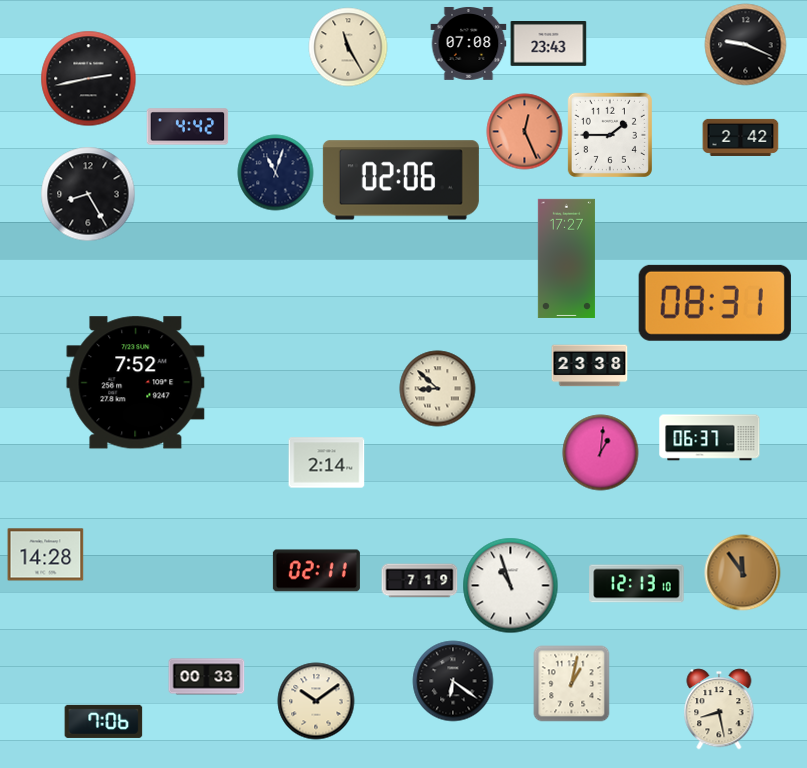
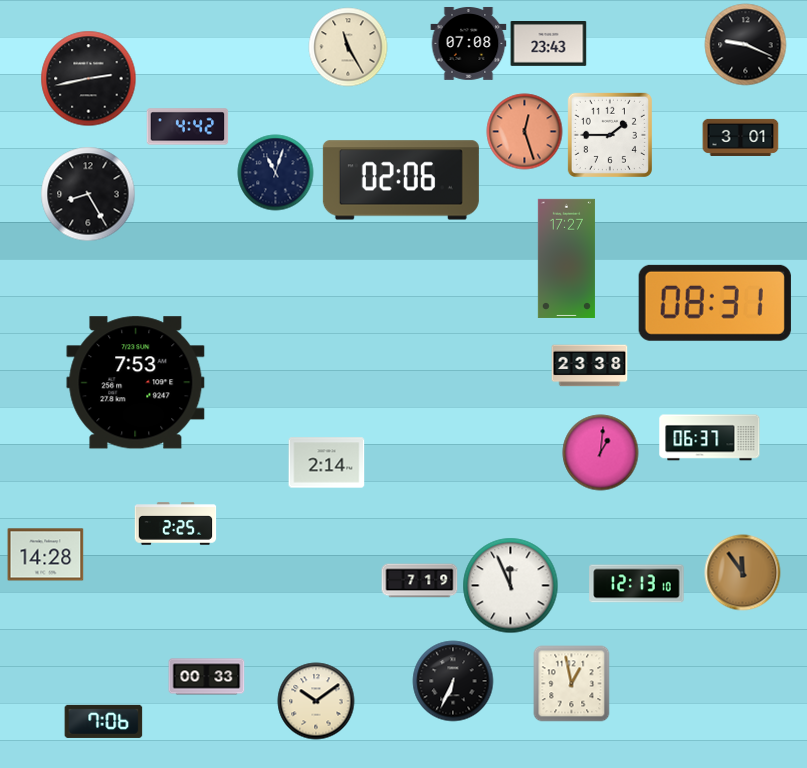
clock at (525, 132): 12:26 -> 12:27
clock at (741, 137): 2:42 -> 3:01
clock at (136, 383): 7:52 -> 7:53
clock at (438, 389): 8:52 -> none
clock at (176, 524): none -> 2:25
clock at (316, 571): 02:11 -> none
clock at (511, 586): 10:57 -> 11:56
clock at (453, 681): 6:21 -> 6:34
clock at (572, 684): 1:02 -> 12:58
clock at (719, 709): 8:28 -> none
